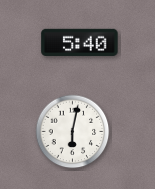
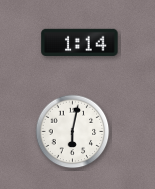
clock at (80, 42): 5:40 -> 1:14
